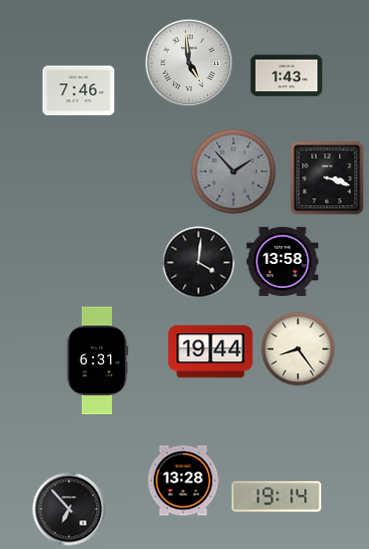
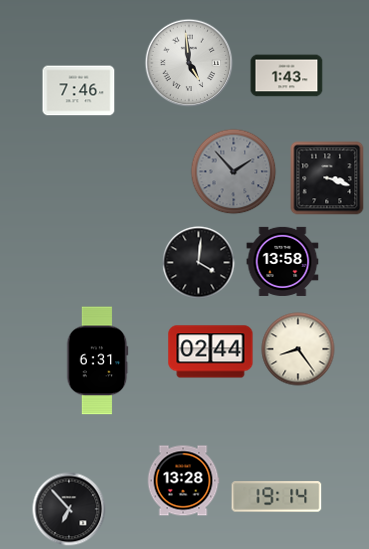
clock at (211, 352): 19:44 -> 02:44
